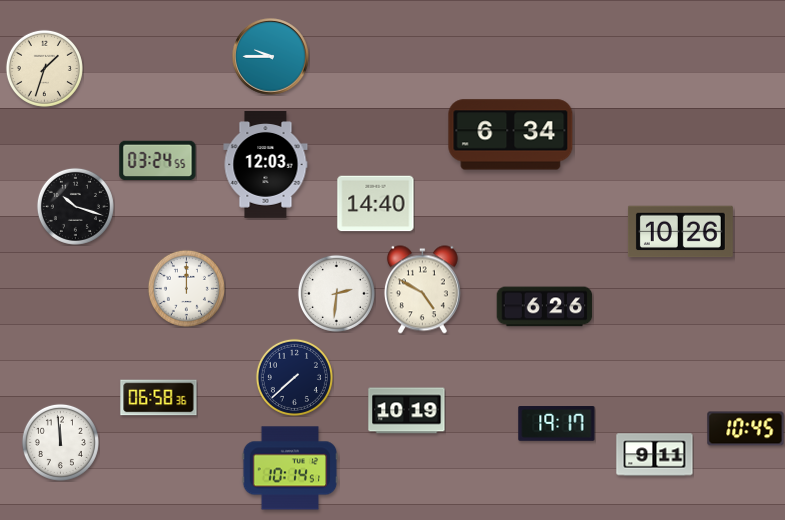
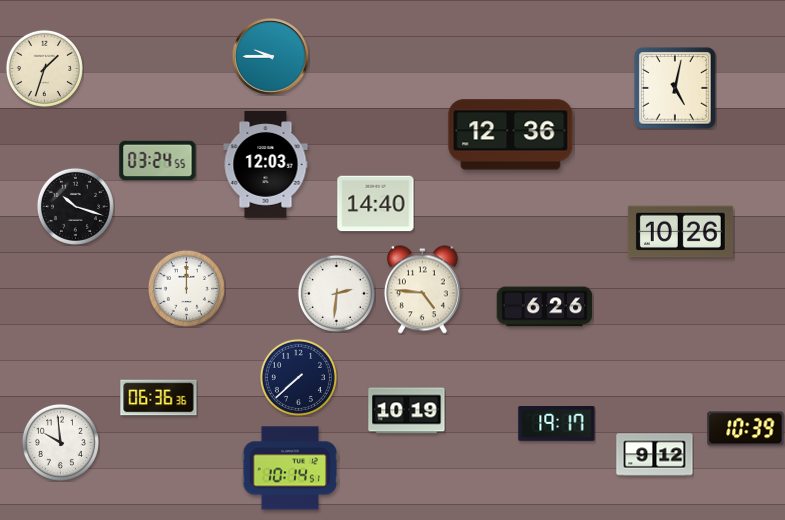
clock at (675, 88): none -> 5:02
clock at (511, 135): 6:34 -> 12:36
clock at (422, 290): 4:50 -> 4:46
clock at (294, 377) position: (294, 377) -> (298, 377)
clock at (159, 398): 06:58 -> 06:36
clock at (746, 429): 10:45 -> 10:39
clock at (60, 442): 11:59 -> 9:59
clock at (655, 455): 9:11 -> 9:12
